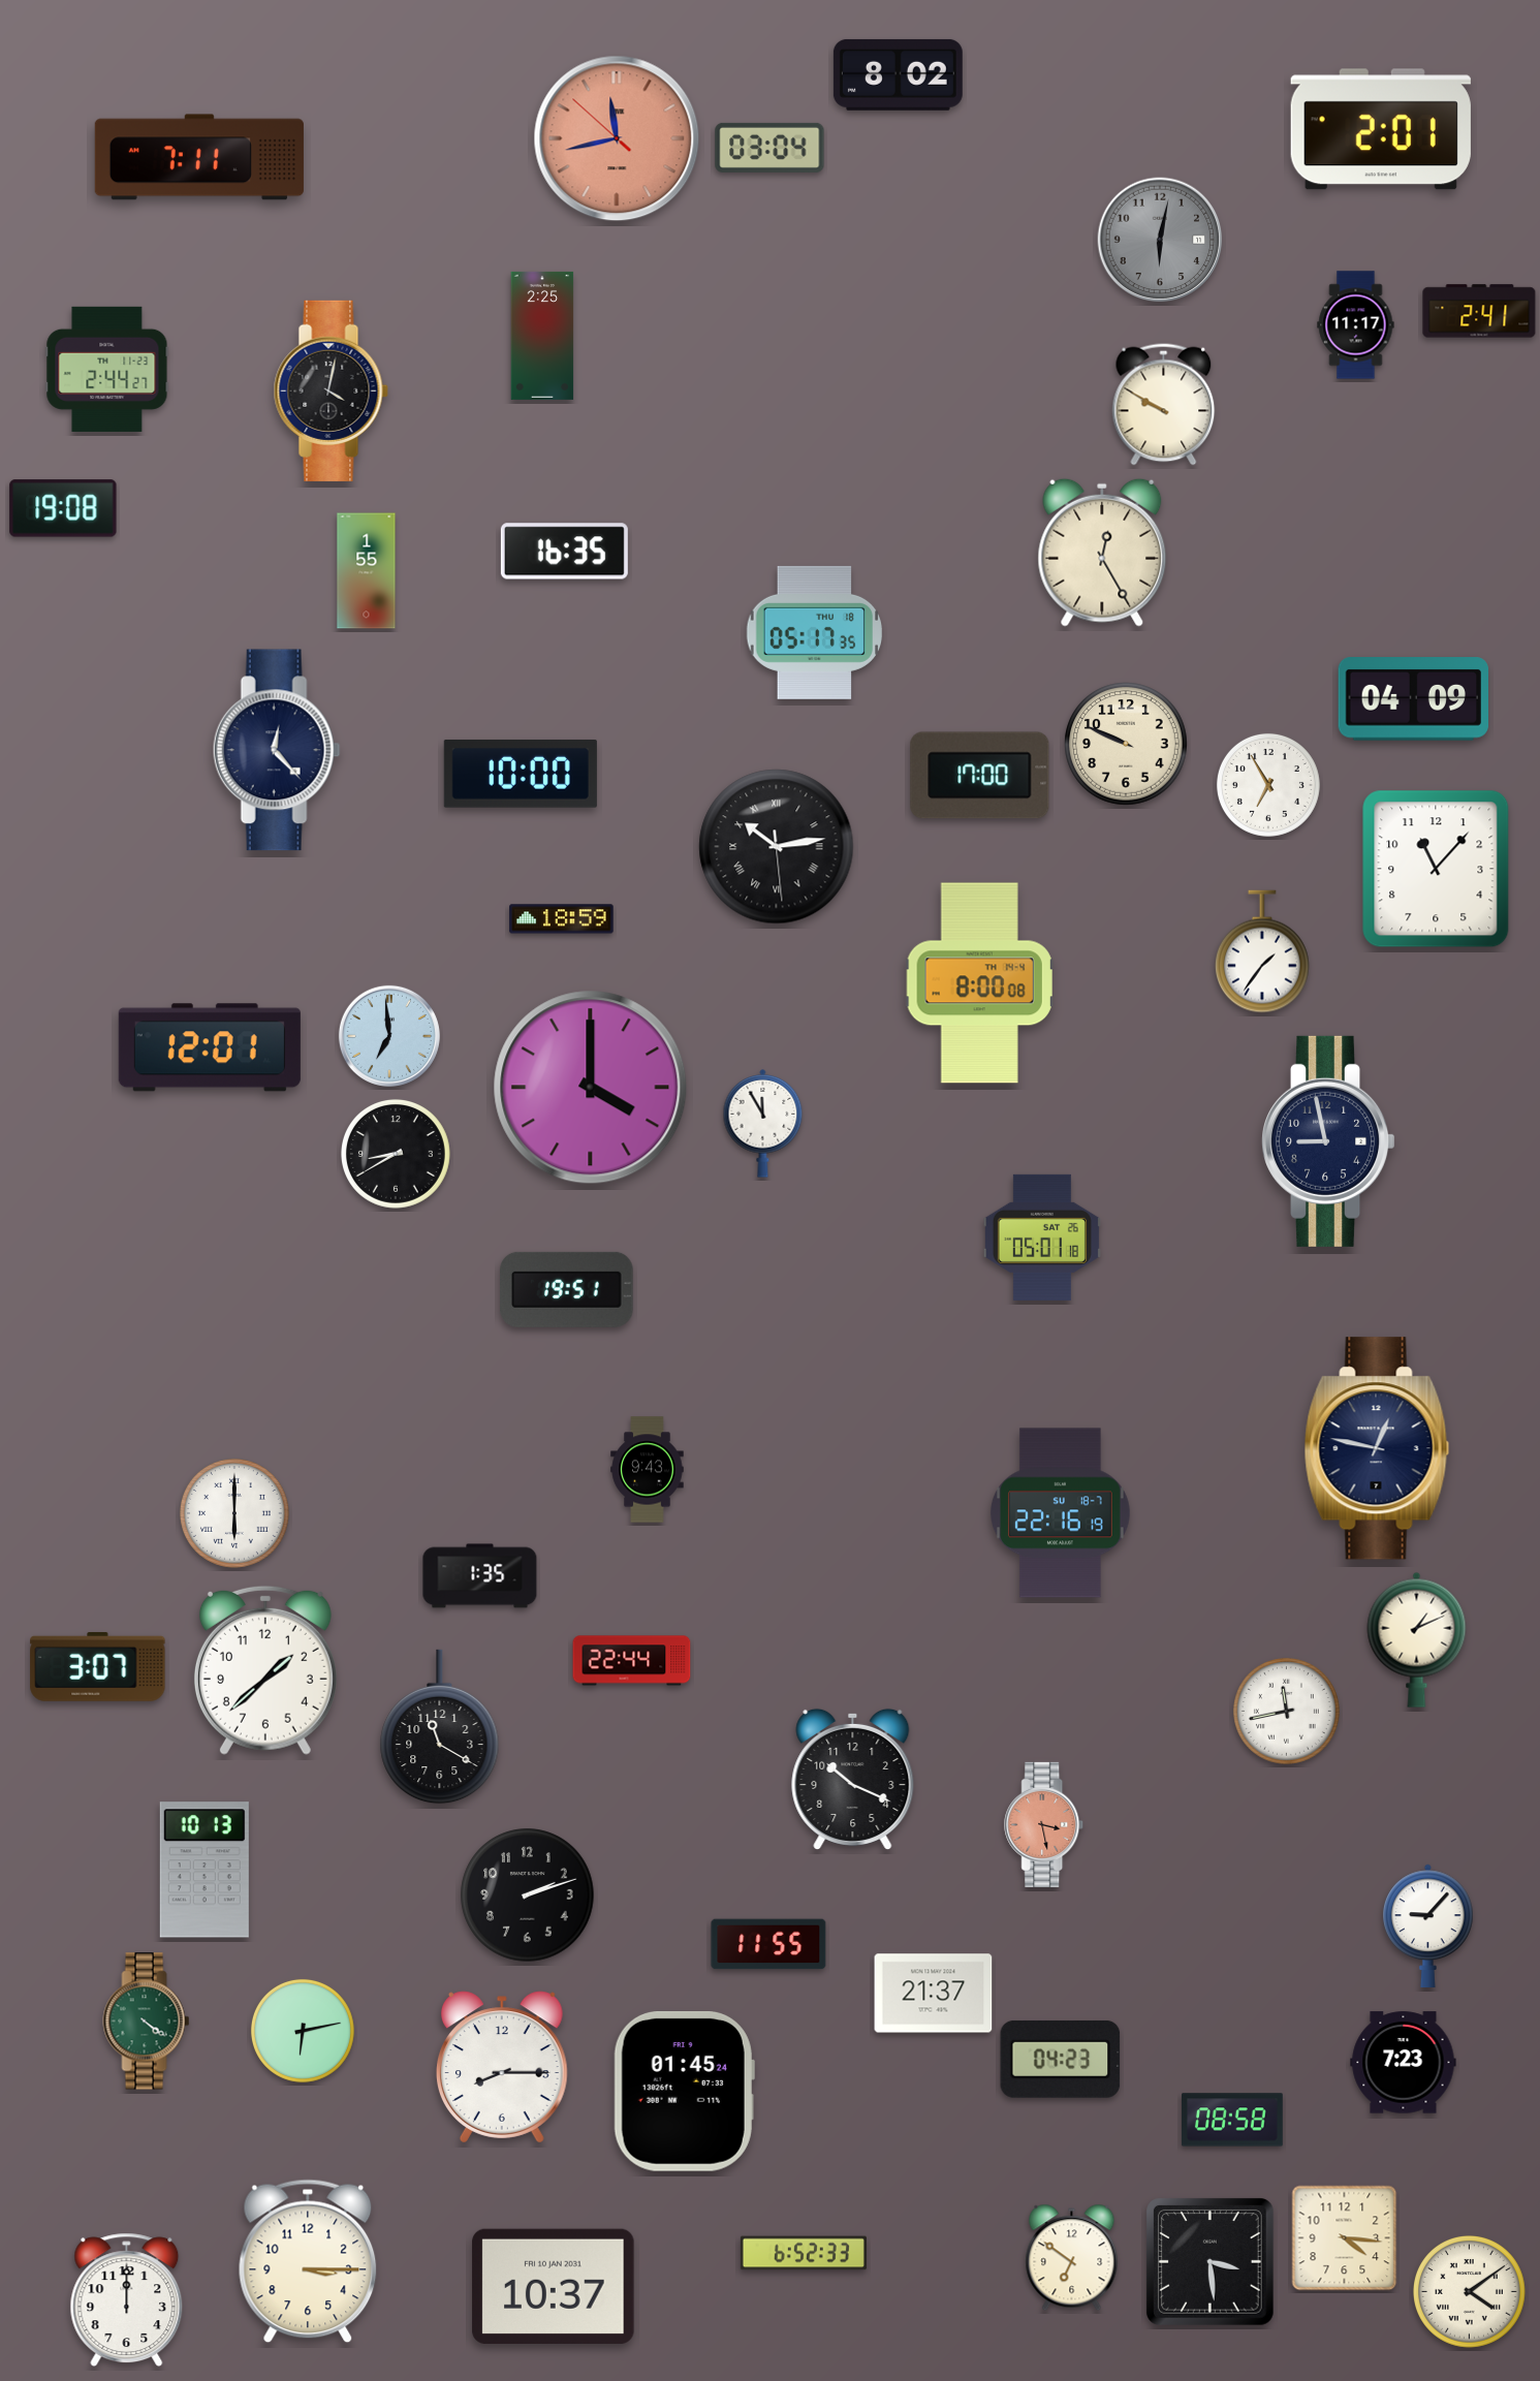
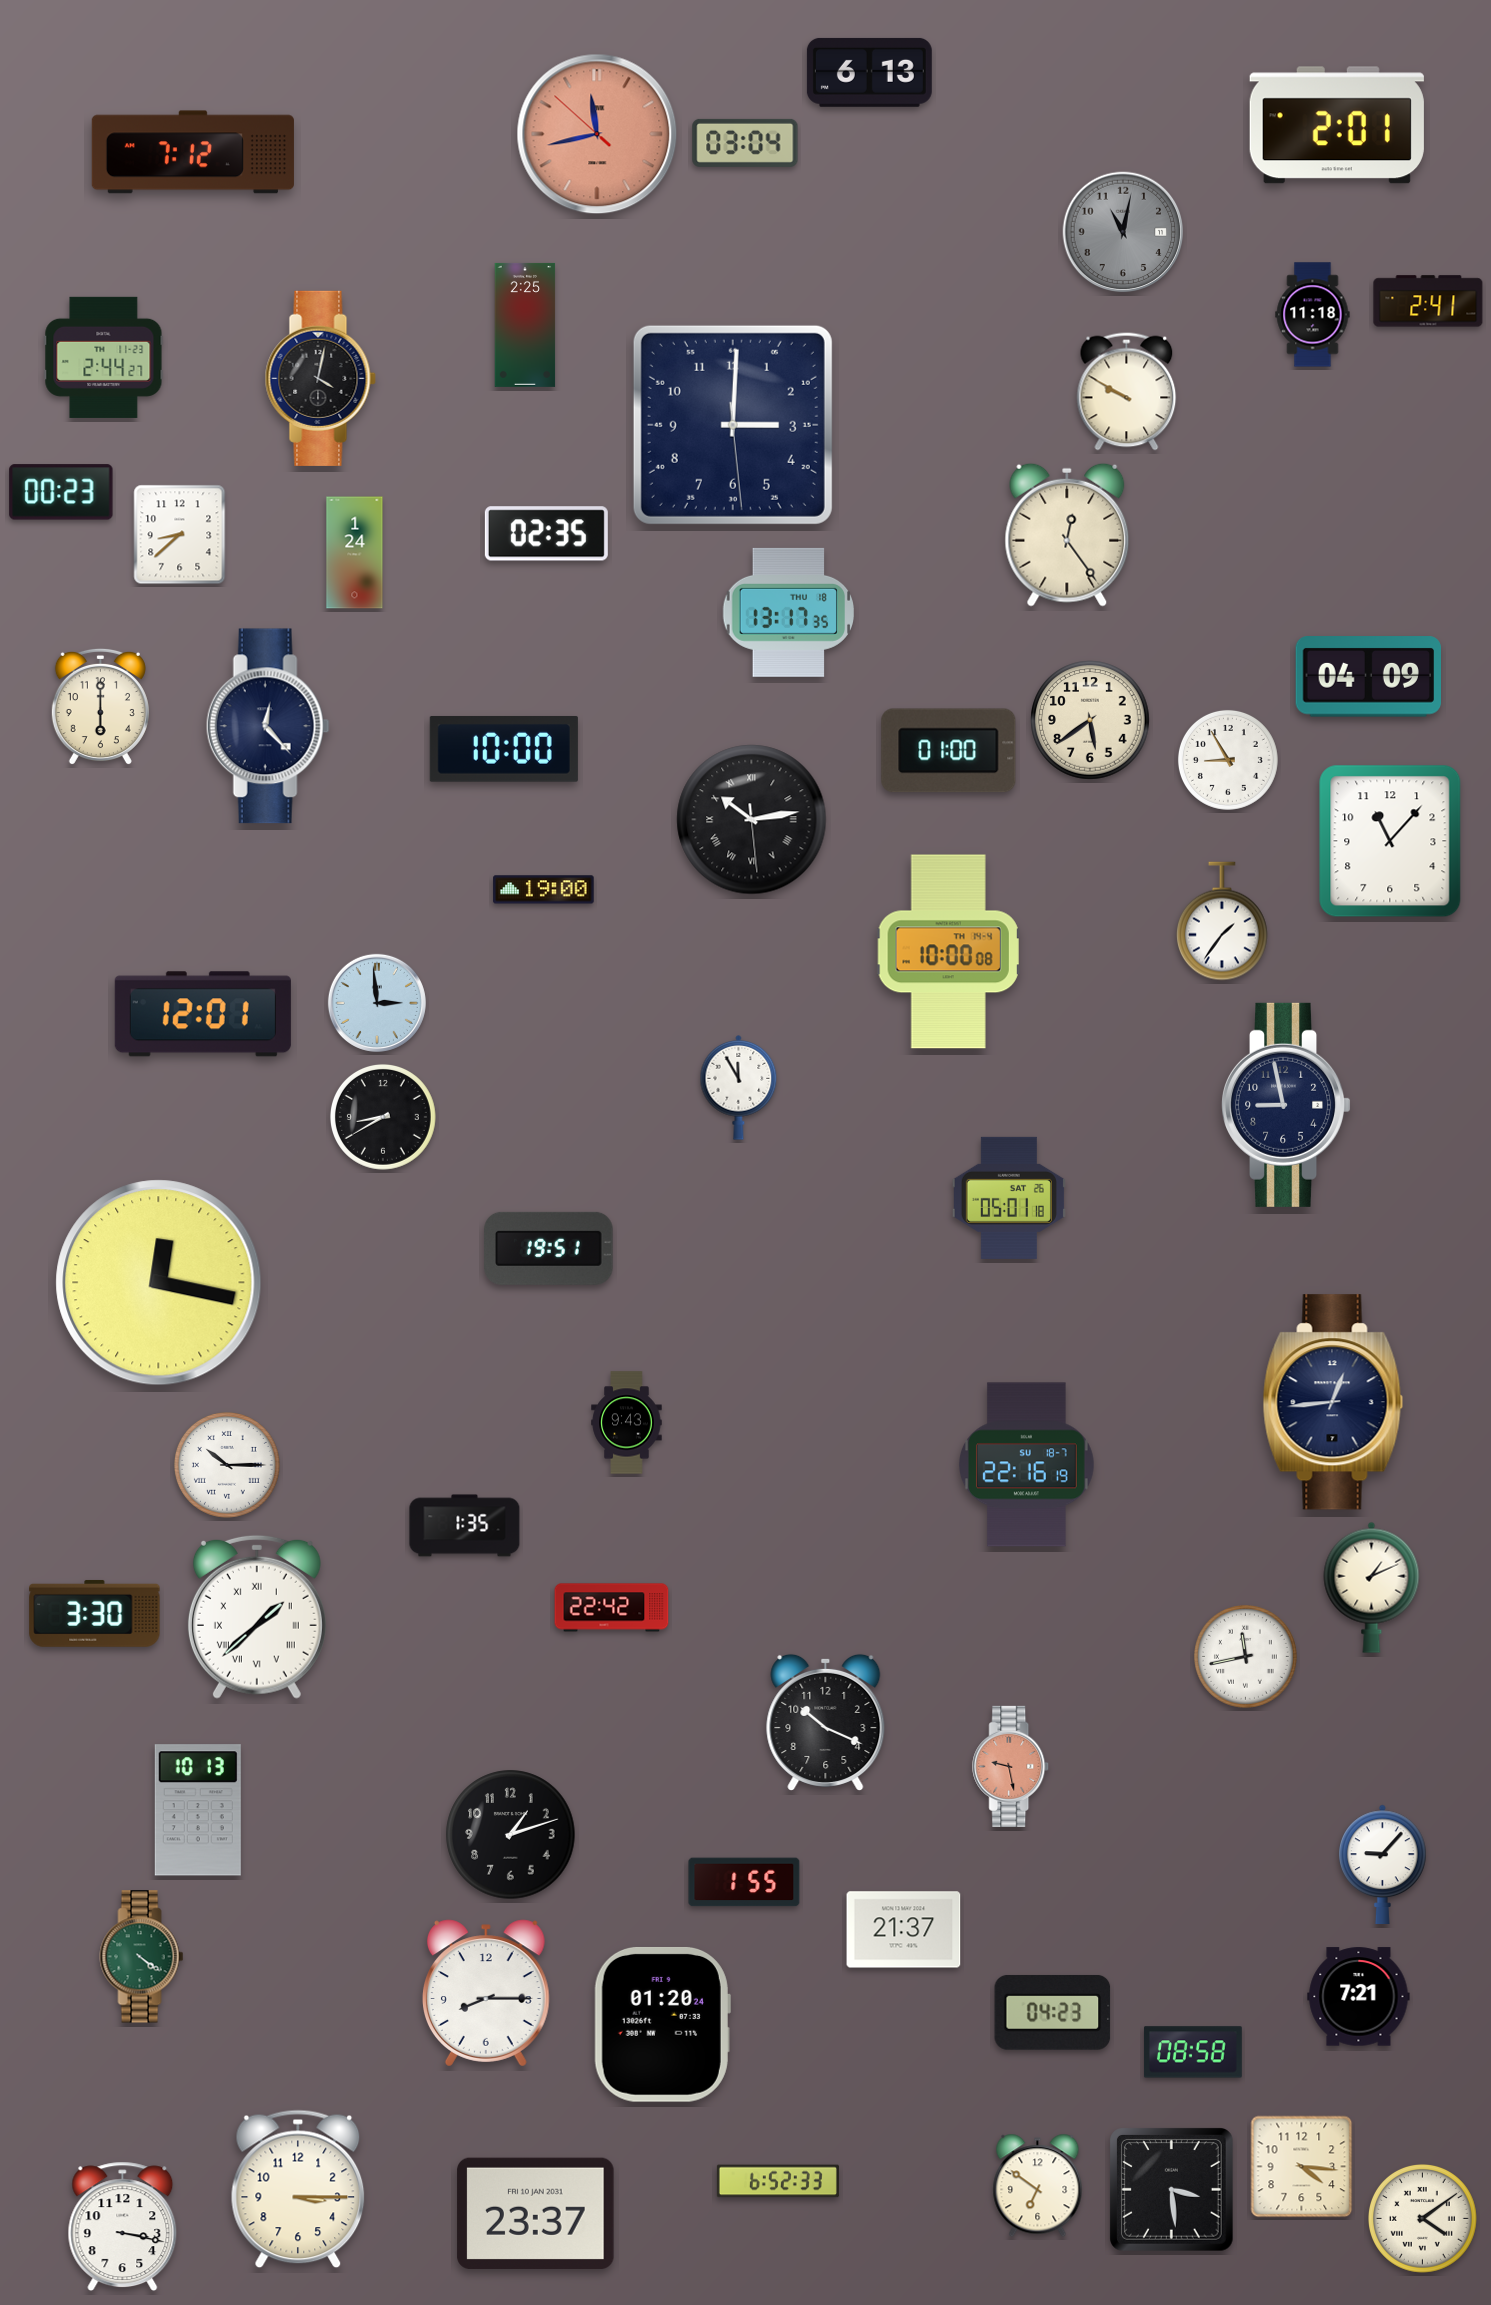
clock at (898, 74): 8:02 -> 6:13
clock at (199, 157): 7:11 -> 7:12
clock at (1160, 240): 6:02 -> 11:02
clock at (1479, 311) position: (1479, 311) -> (1428, 301)
clock at (1356, 325): 11:17 -> 11:18
clock at (733, 425): none -> 3:00
clock at (63, 508): 19:08 -> 00:23
clock at (564, 552): 16:35 -> 02:35
clock at (180, 535): none -> 8:38
clock at (1102, 553): 12:25 -> 12:24
clock at (367, 571): 1:55 -> 1:24
clock at (815, 632): 05:17 -> 13:17
clock at (100, 707): none -> 6:00
clock at (1126, 744): 9:49 -> 5:39
clock at (980, 776): 17:00 -> 01:00
clock at (1268, 785): 6:55 -> 8:55
clock at (562, 919): 18:59 -> 19:00
clock at (979, 983): 8:00 -> 10:00
clock at (389, 1036): 6:59 -> 2:59
clock at (591, 1088): 4:00 -> none
clock at (159, 1283): none -> 12:17
clock at (1377, 1448): 12:47 -> 12:44
clock at (234, 1513): 6:00 -> 10:15
clock at (632, 1661): 22:44 -> 22:42
clock at (98, 1666): 3:07 -> 3:30
clock at (265, 1670) numerals: Arabic -> Roman
clock at (440, 1727): 11:20 -> none
clock at (1044, 1824): 3:28 -> 9:28
clock at (528, 1896): 2:12 -> 1:12
clock at (768, 1944): 11:55 -> 1:55
clock at (303, 2031): 6:13 -> none
clock at (1061, 2059) position: (1061, 2059) -> (1053, 2012)
clock at (1404, 2063): 7:23 -> 7:21
clock at (502, 2067) position: (502, 2067) -> (486, 1993)
clock at (684, 2091): 01:45 -> 01:20
clock at (554, 2286): 10:37 -> 23:37
clock at (127, 2300): 12:00 -> 3:17
